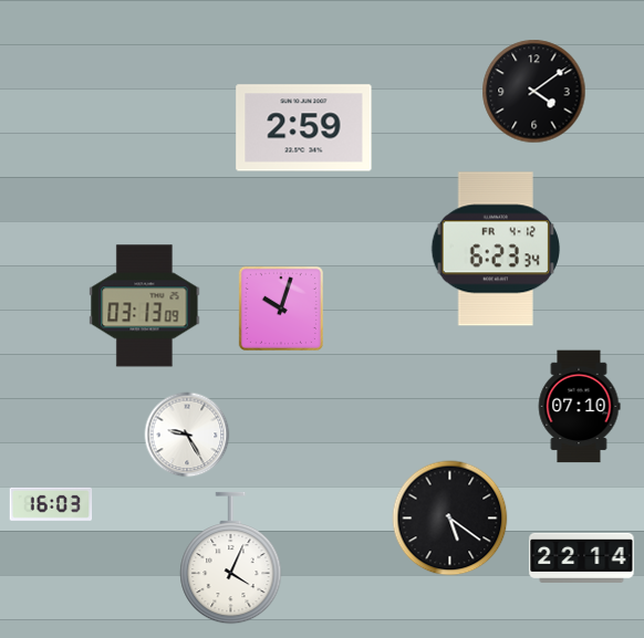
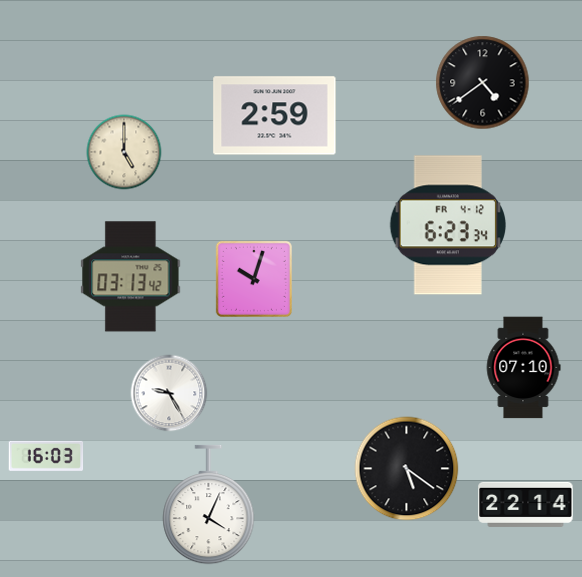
clock at (534, 92): 4:09 -> 4:39
clock at (124, 152): none -> 5:00
clock at (145, 306): 03:13:09 -> 03:13:42
